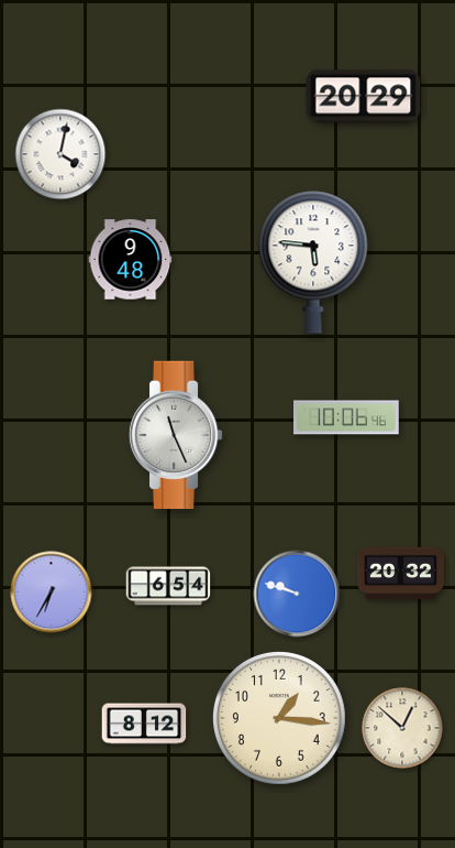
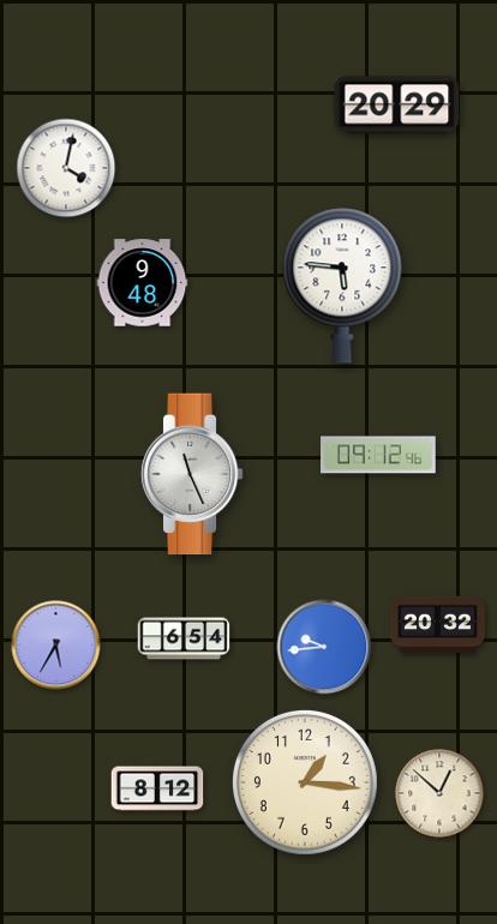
clock at (347, 417): 10:06 -> 09:12
clock at (52, 592): 6:35 -> 5:35
clock at (297, 594): 9:48 -> 9:44
